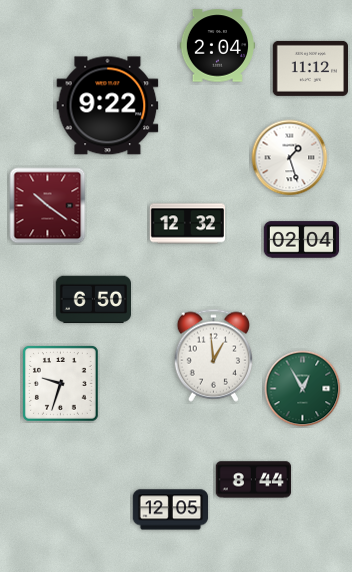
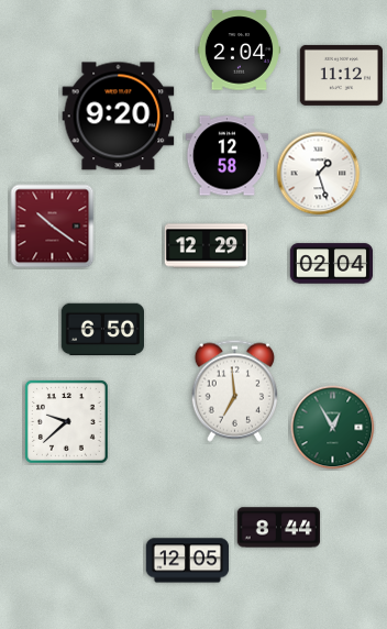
clock at (108, 106): 9:22 -> 9:20
clock at (226, 156): none -> 12:58
clock at (188, 224): 12:32 -> 12:29
clock at (213, 355): 12:59 -> 6:59
clock at (60, 383): 9:33 -> 9:38
